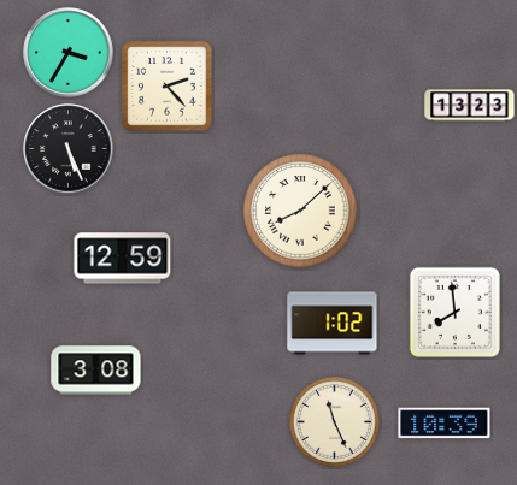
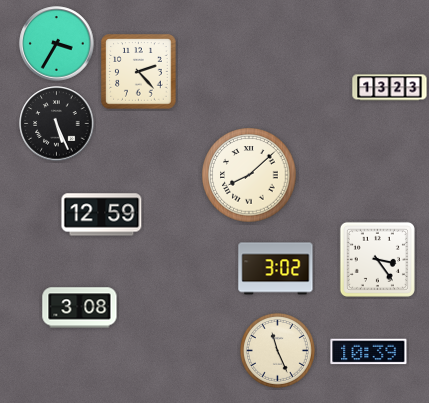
clock at (454, 312): 7:59 -> 3:24
clock at (333, 324): 1:02 -> 3:02
